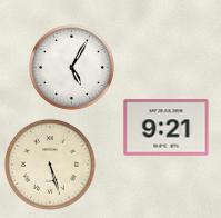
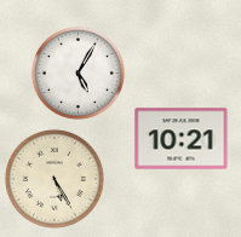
clock at (167, 128): 9:21 -> 10:21
clock at (50, 165): 5:27 -> 5:25
